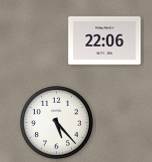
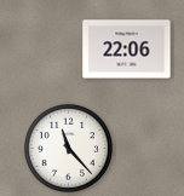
clock at (56, 122): 5:23 -> 11:23
